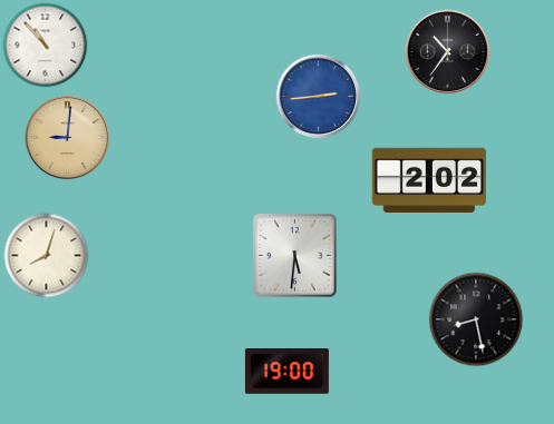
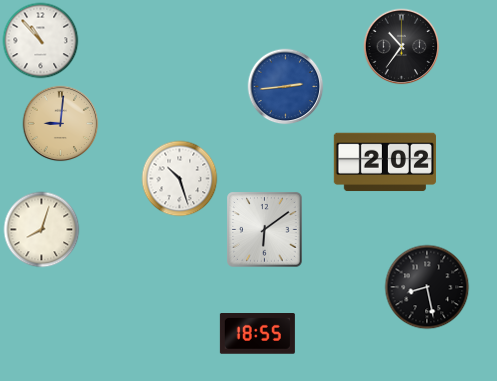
clock at (180, 179): none -> 10:27
clock at (295, 256): 5:31 -> 6:09
clock at (286, 372): 19:00 -> 18:55
